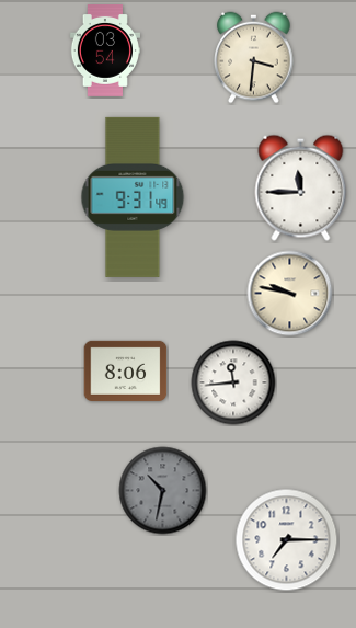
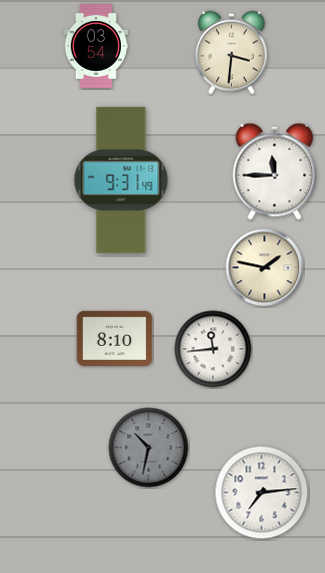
clock at (290, 294): 9:47 -> 1:47
clock at (126, 370): 8:06 -> 8:10
clock at (287, 540): 7:15 -> 7:14
